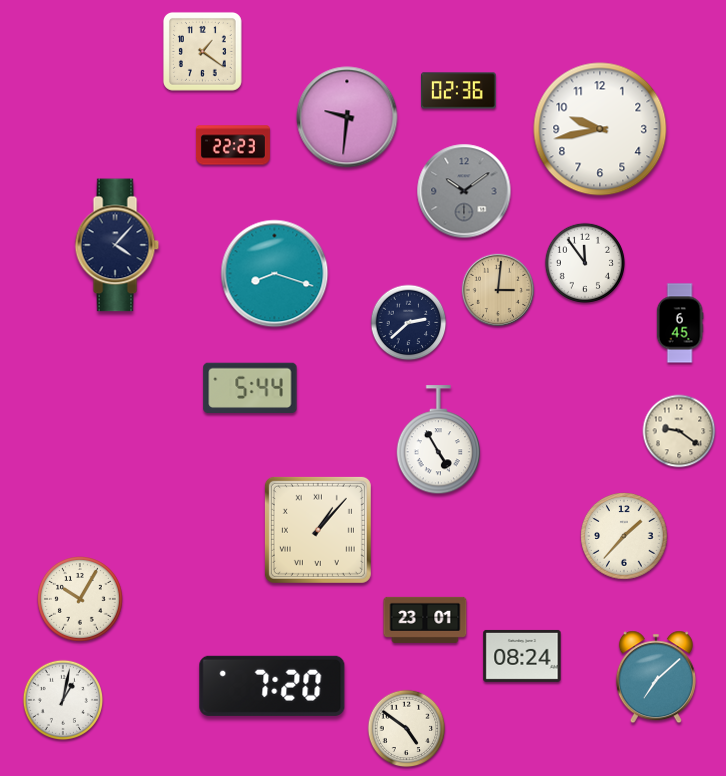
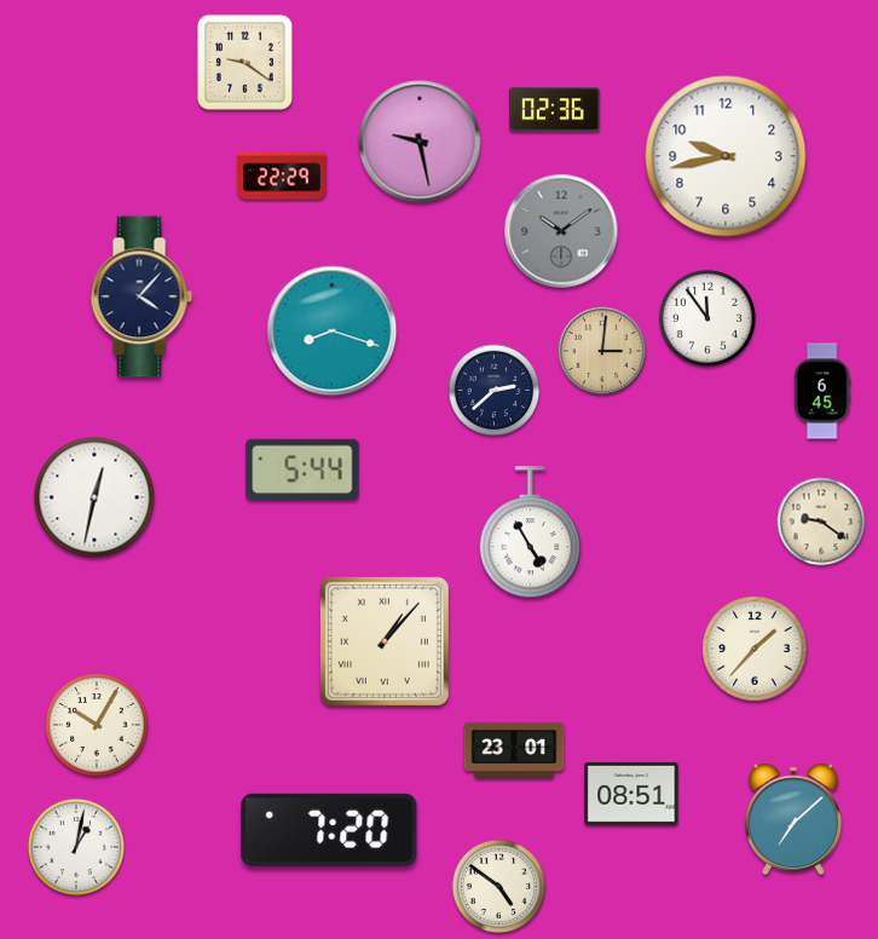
clock at (202, 51): 1:21 -> 9:21
clock at (347, 117): 9:31 -> 9:28
clock at (233, 145): 22:23 -> 22:29
clock at (94, 497): none -> 12:32
clock at (522, 656): 08:24 -> 08:51
clock at (407, 729) position: (407, 729) -> (499, 887)
